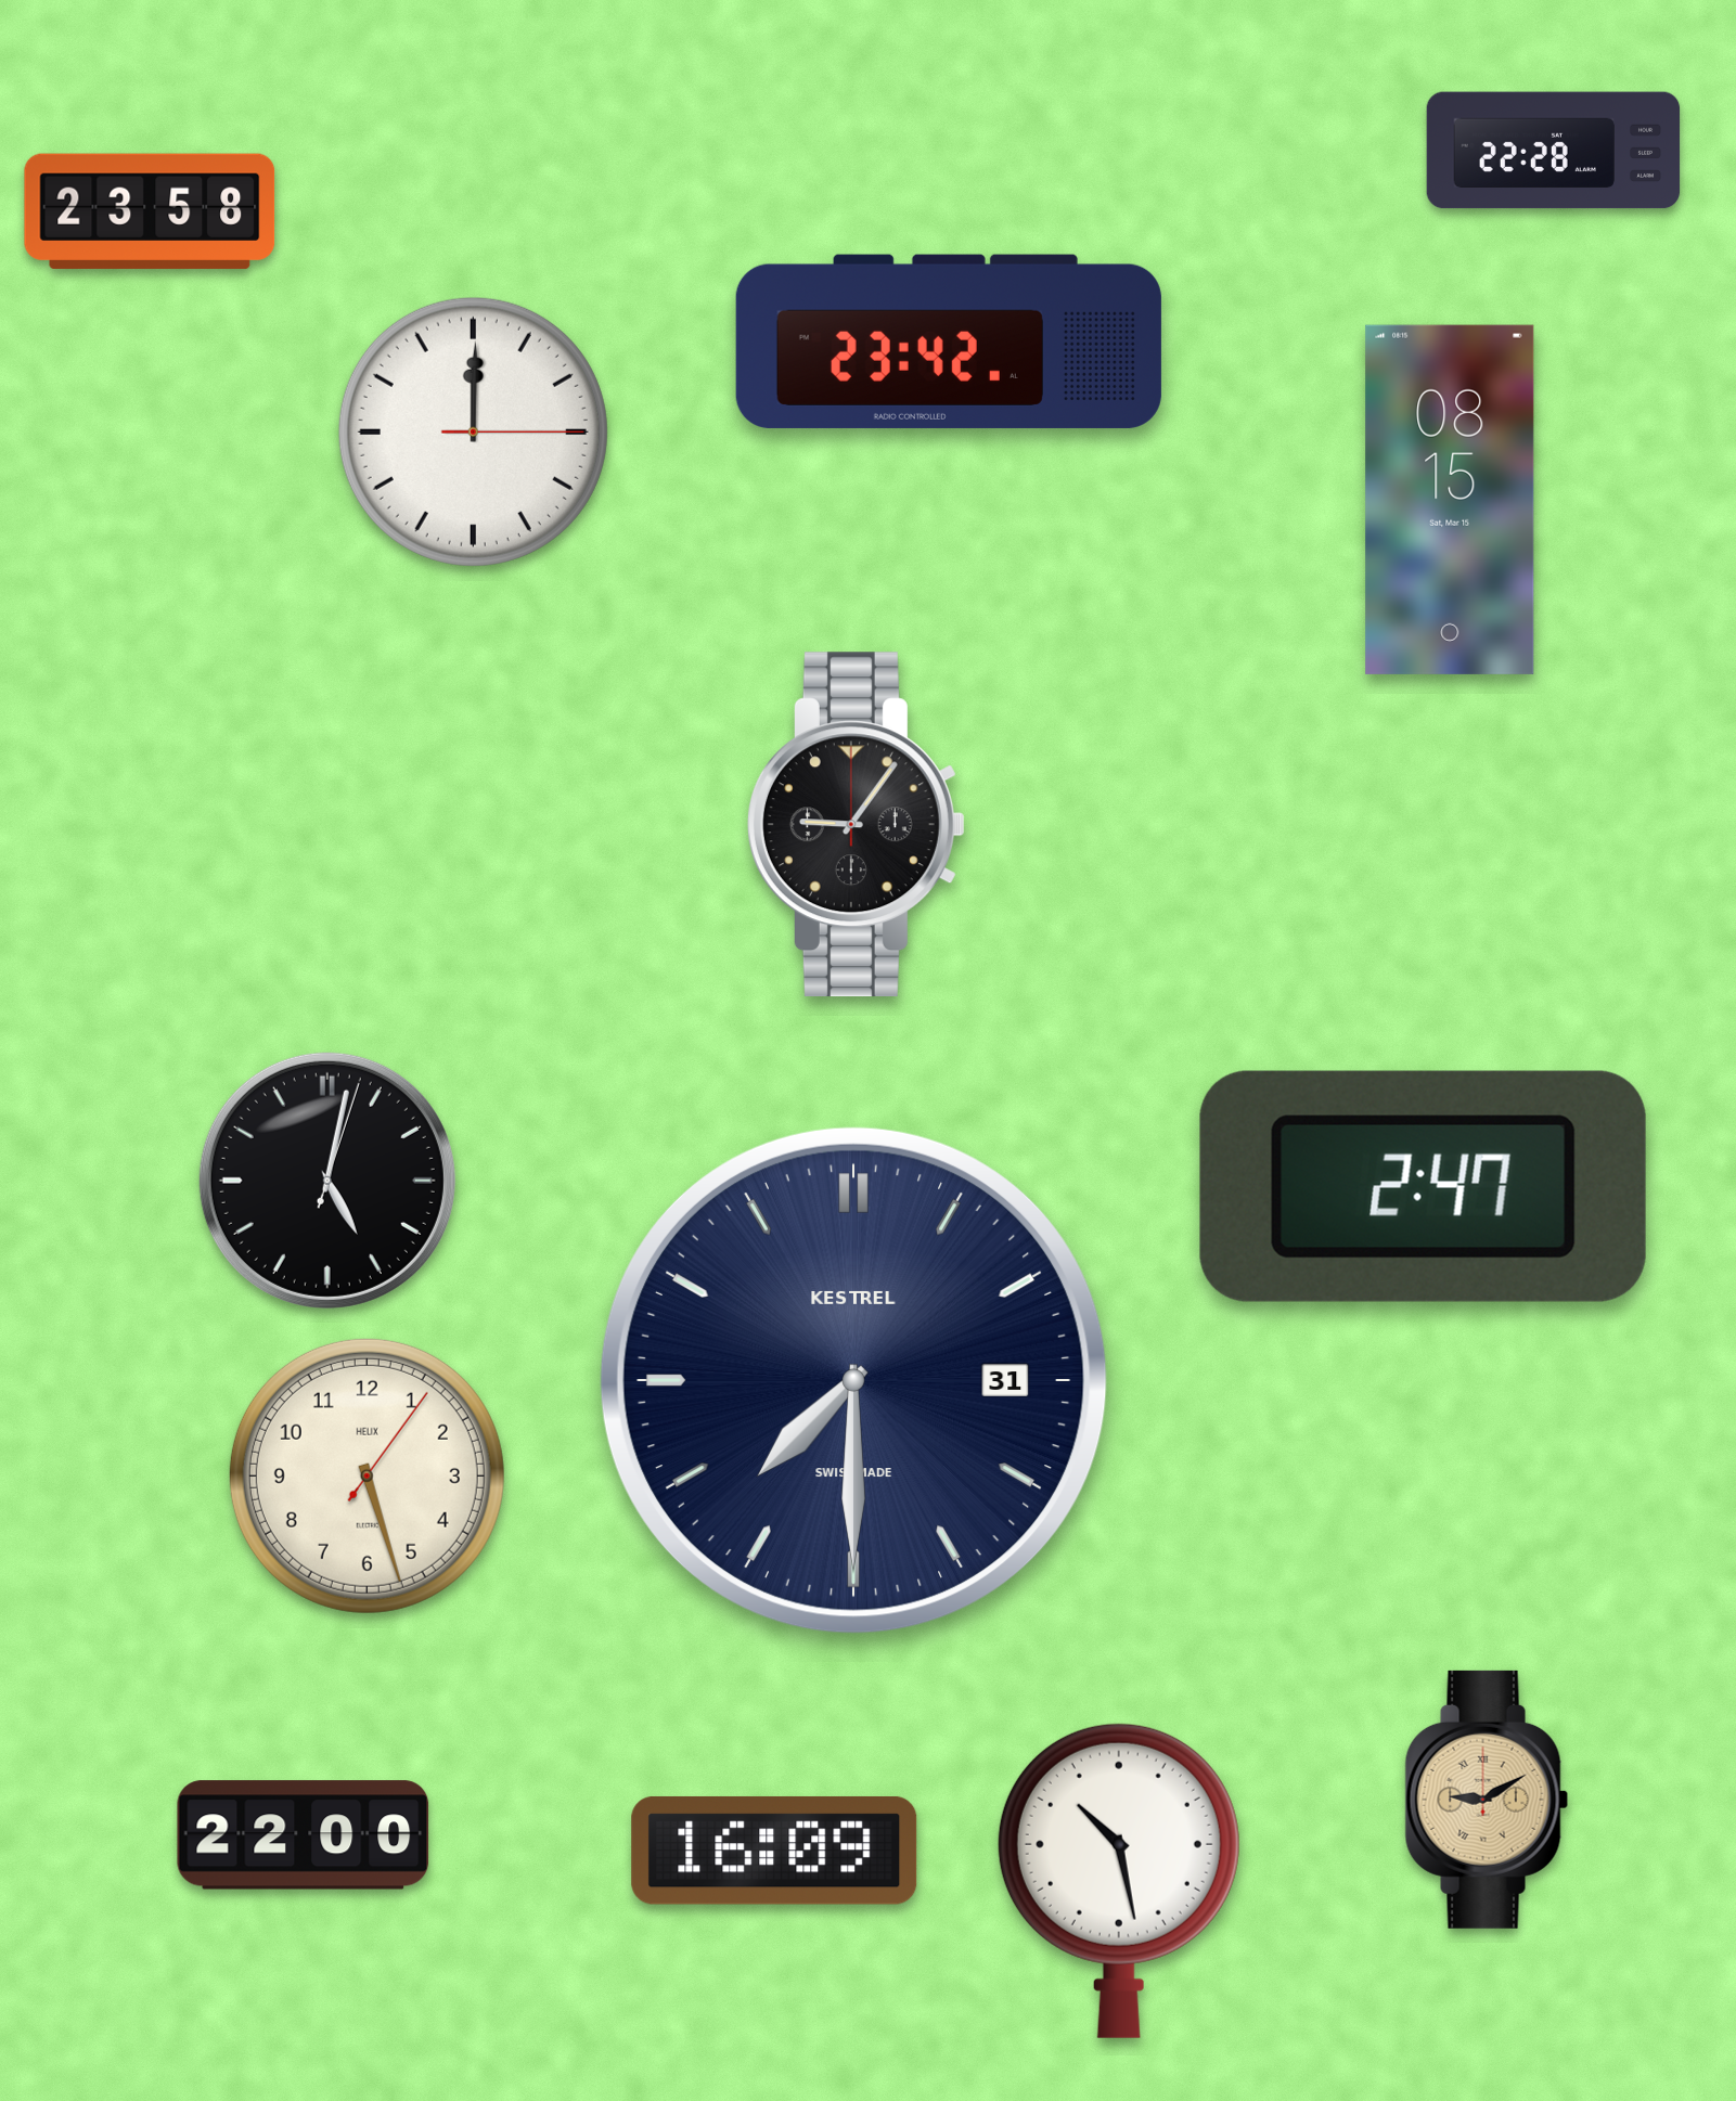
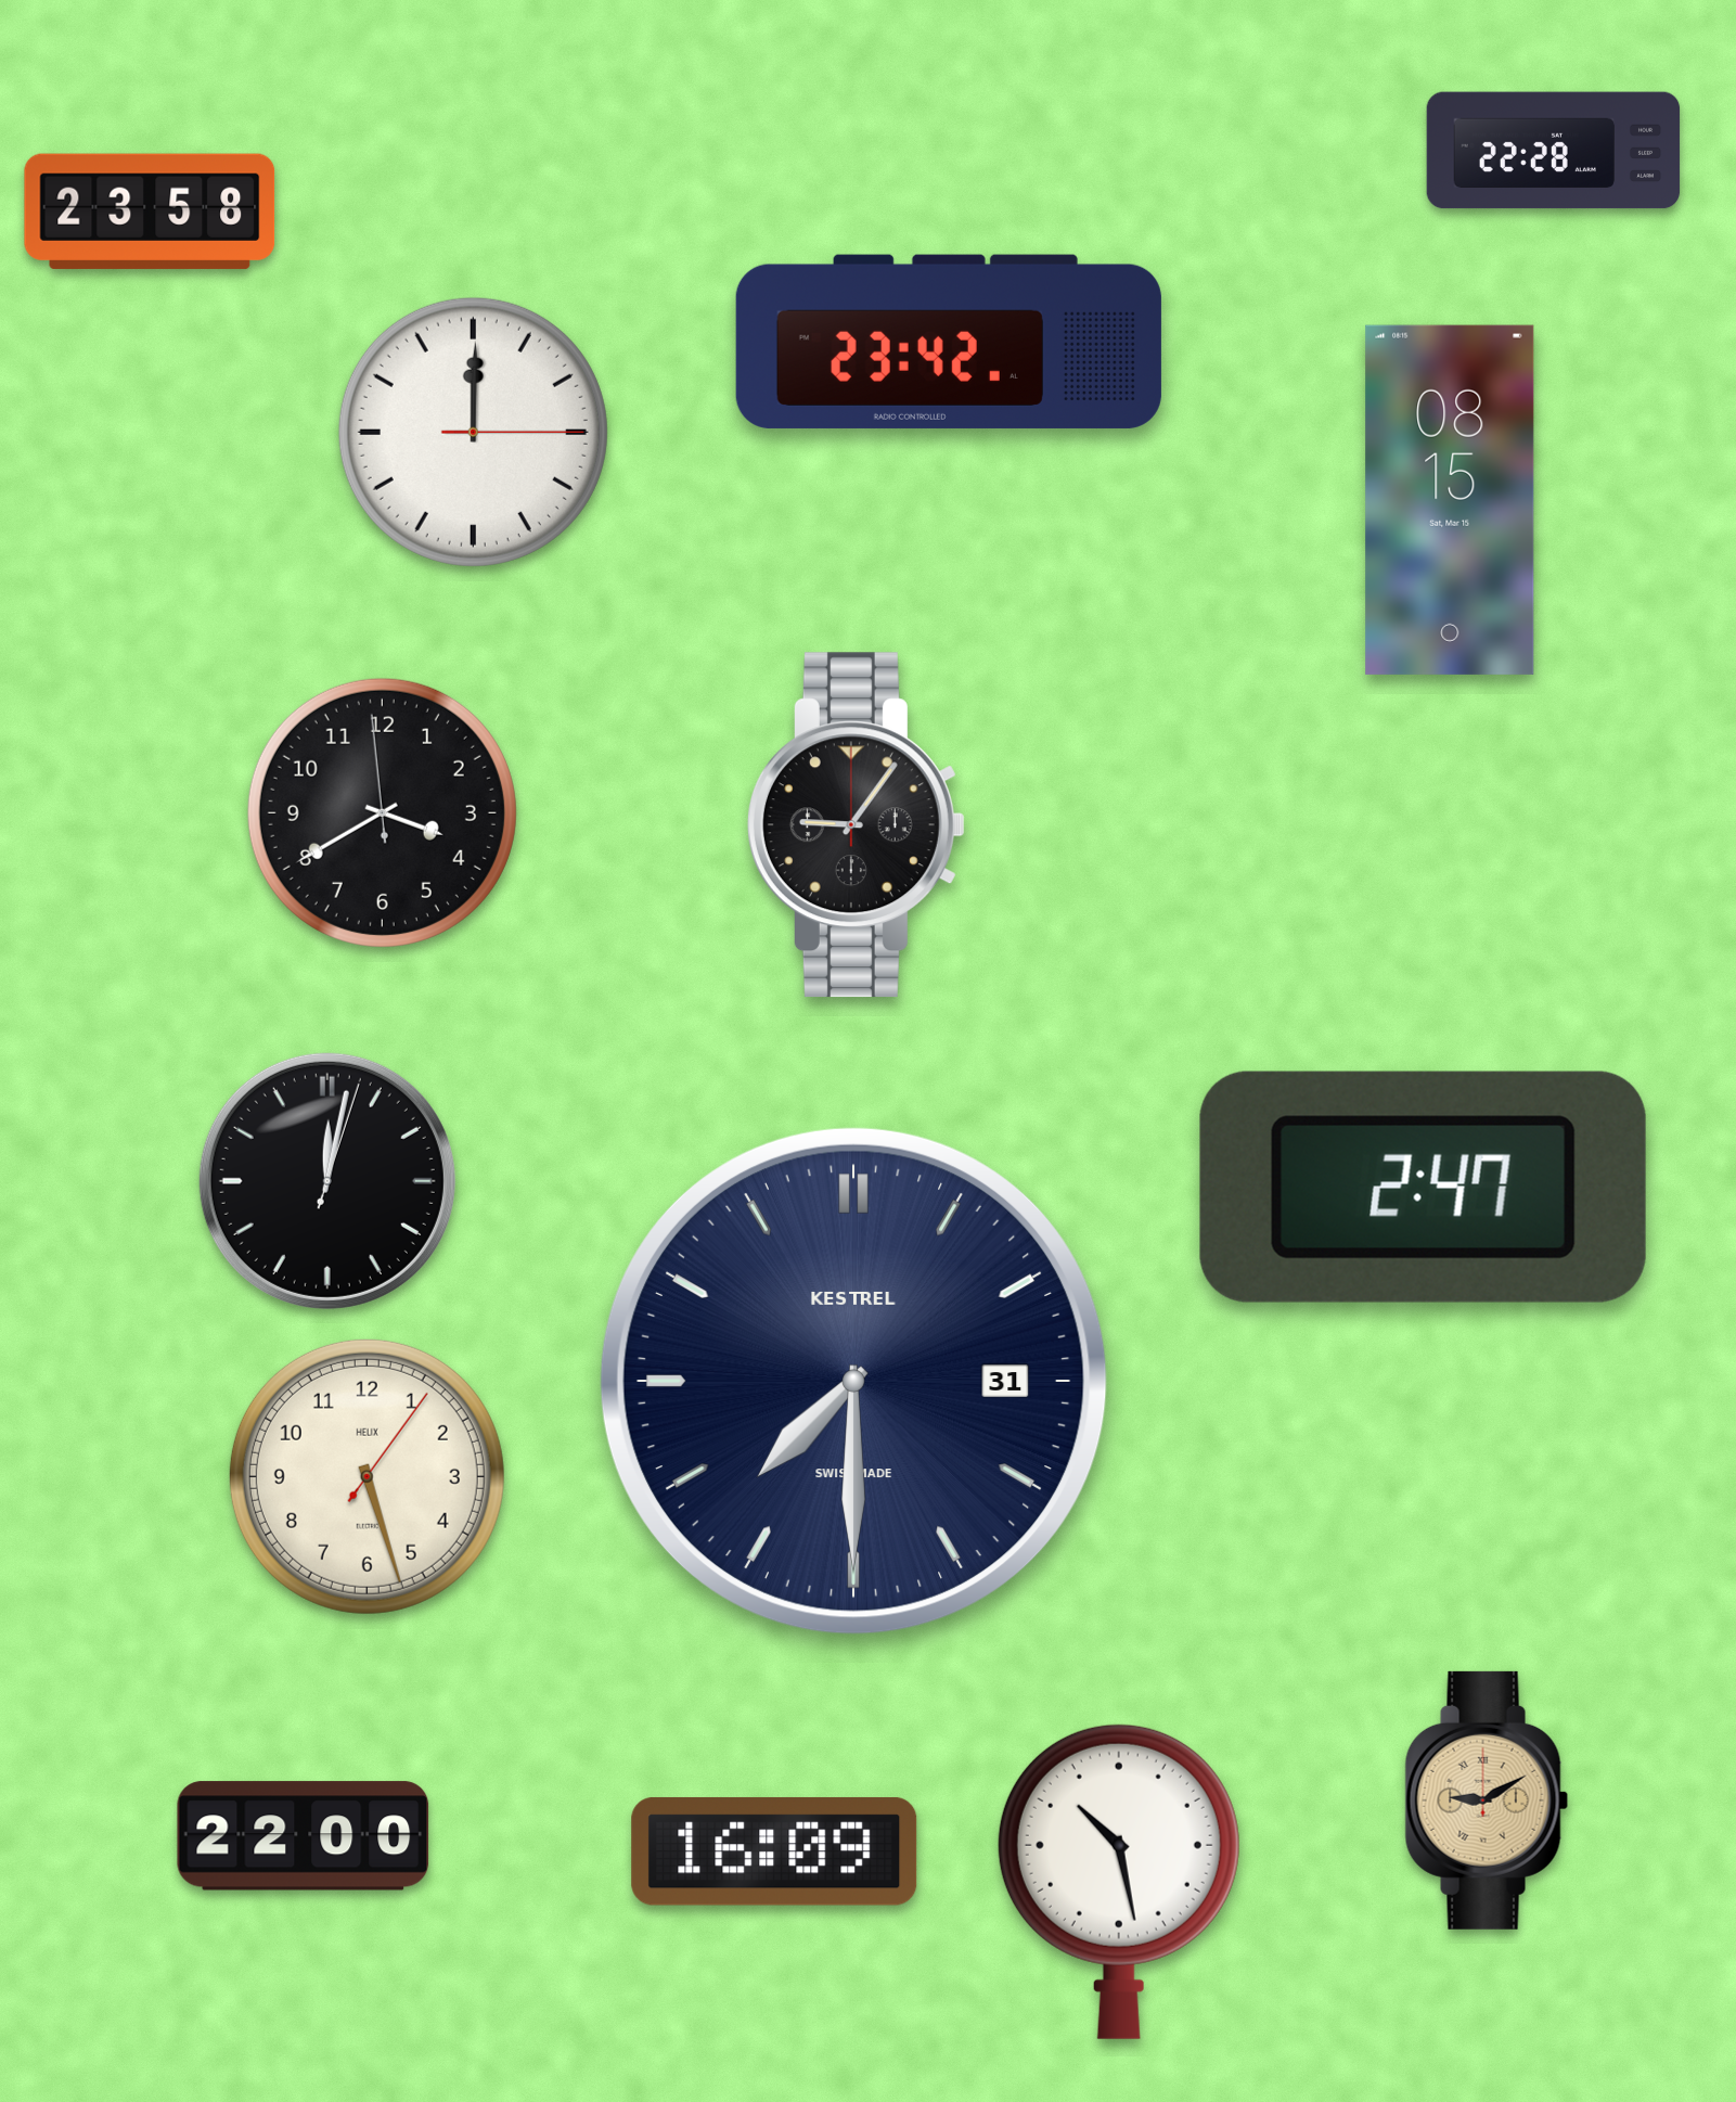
clock at (382, 812): none -> 3:39
clock at (327, 1181): 5:02 -> 12:02
